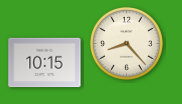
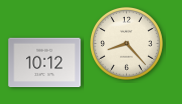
clock at (45, 63): 10:15 -> 10:12
